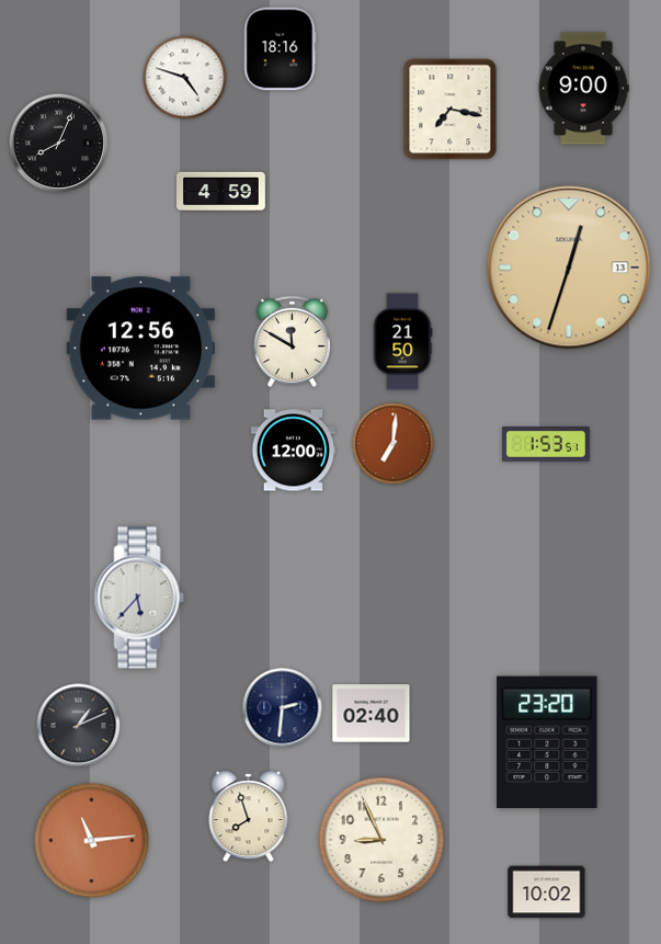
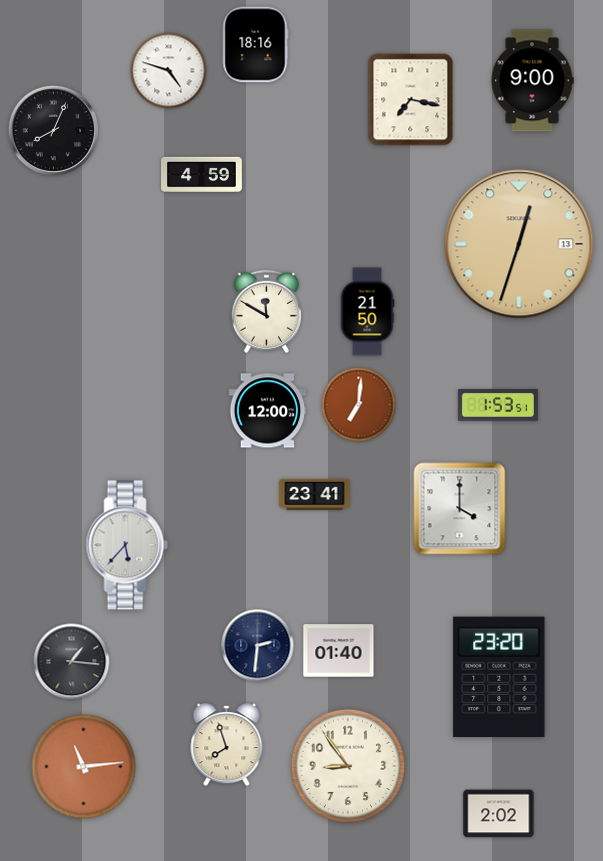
clock at (140, 349): 12:56 -> none
clock at (315, 494): none -> 23:41
clock at (460, 509): none -> 4:00
clock at (372, 714): 02:40 -> 01:40
clock at (79, 726): 1:11 -> 1:16
clock at (381, 840): 8:56 -> 8:54
clock at (547, 892): 10:02 -> 2:02
